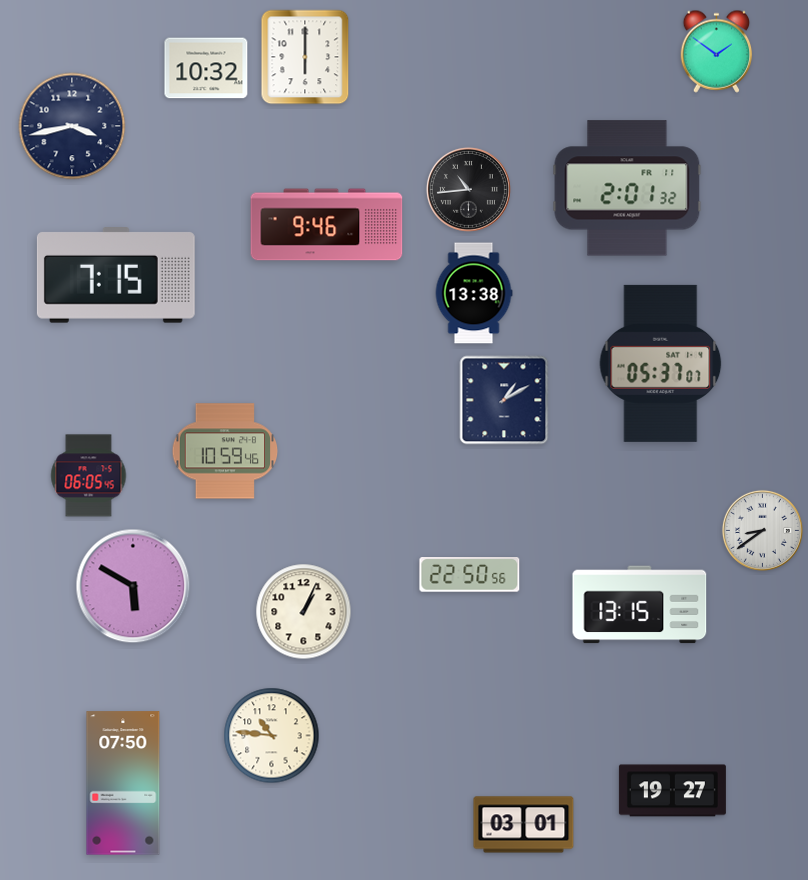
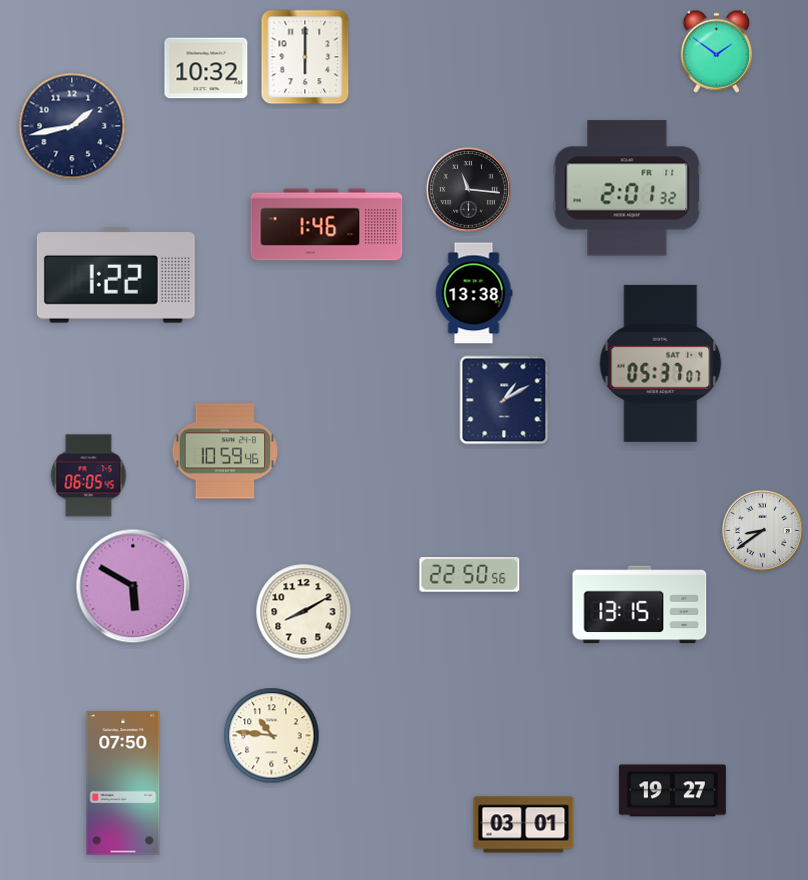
clock at (72, 126): 3:43 -> 1:43
clock at (468, 189): 10:44 -> 11:16
clock at (327, 225): 9:46 -> 1:46
clock at (116, 275): 7:15 -> 1:22
clock at (304, 612): 1:04 -> 8:10
